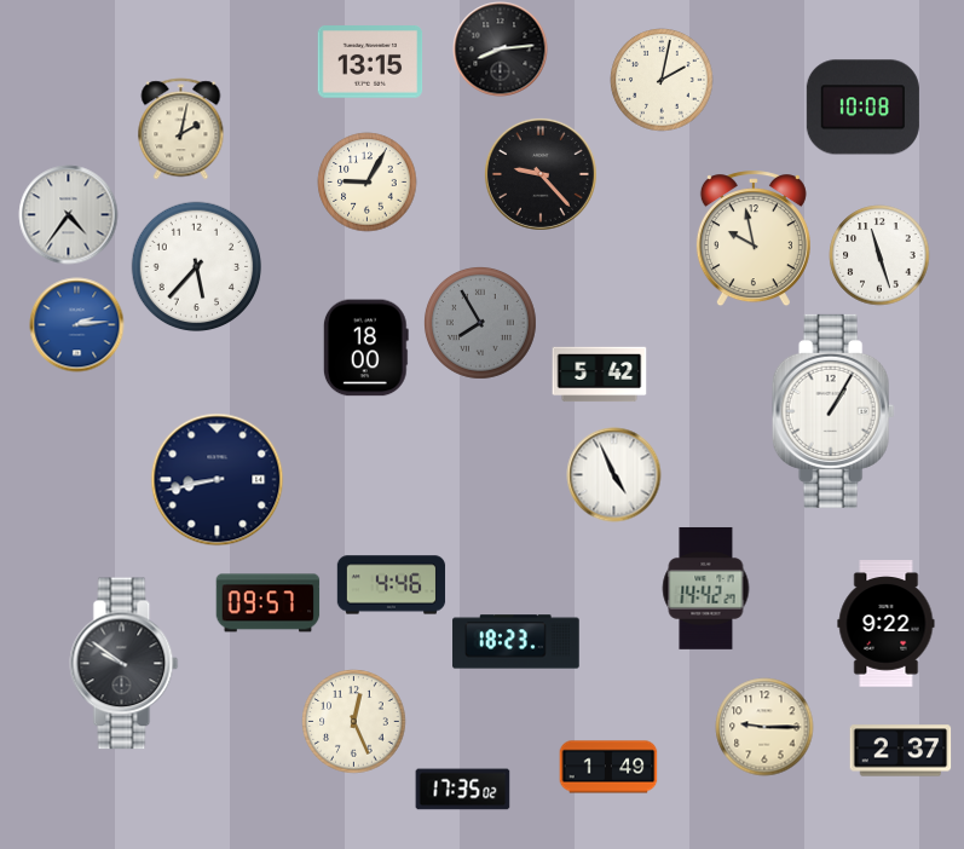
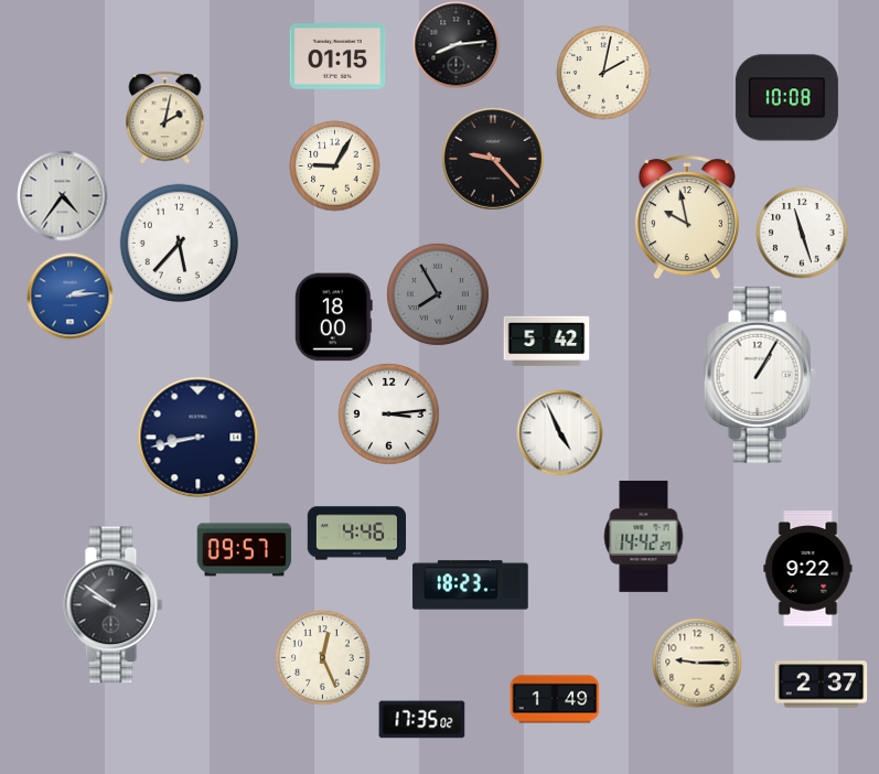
clock at (370, 62): 13:15 -> 01:15
clock at (389, 415): none -> 3:14
